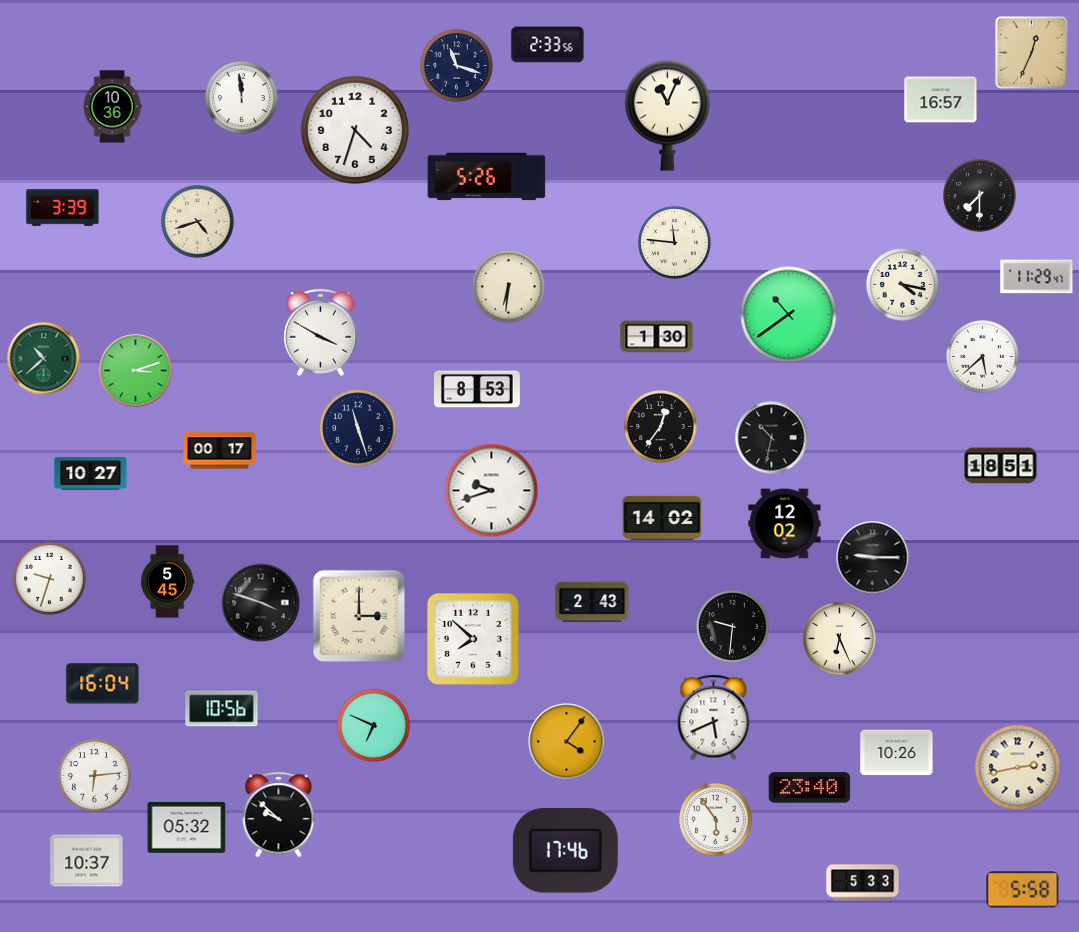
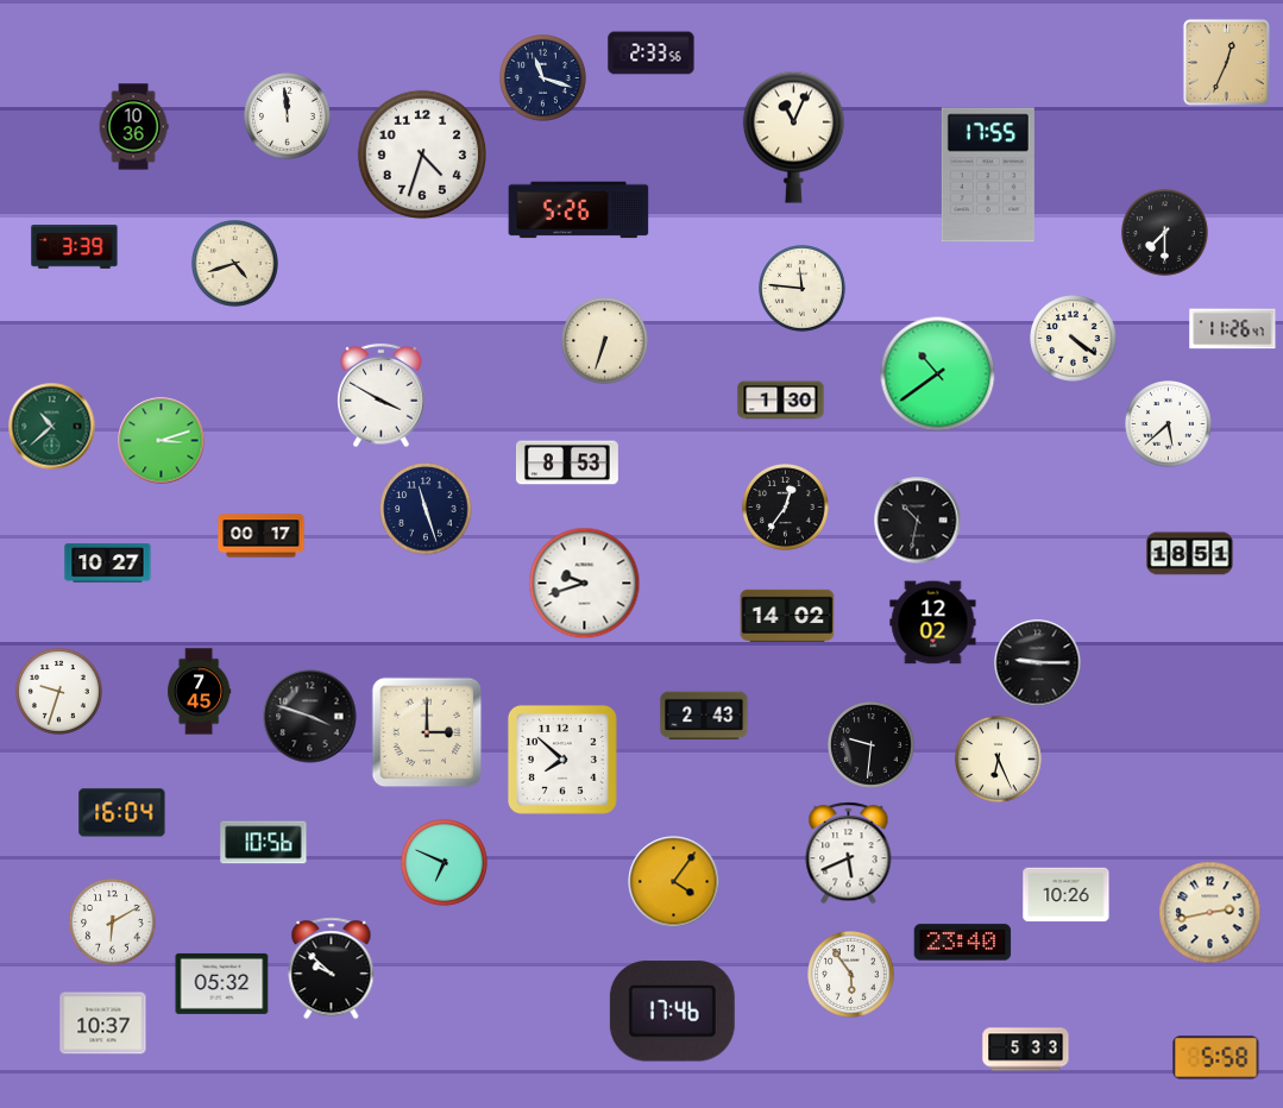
clock at (941, 100): 16:57 -> none
clock at (988, 175): none -> 17:55
clock at (1037, 277): 11:29 -> 11:26
clock at (903, 285): 4:17 -> 4:21
clock at (509, 287): 6:31 -> 6:33
clock at (50, 579) position: (50, 579) -> (59, 692)
clock at (168, 582): 5:45 -> 7:45
clock at (95, 776): 6:14 -> 6:10
clock at (810, 788) position: (810, 788) -> (963, 943)
